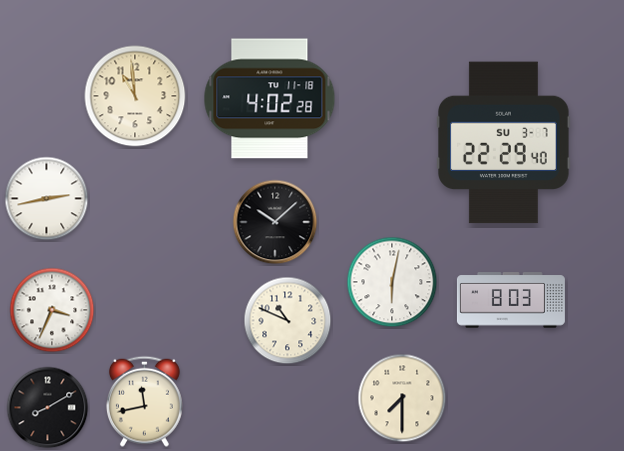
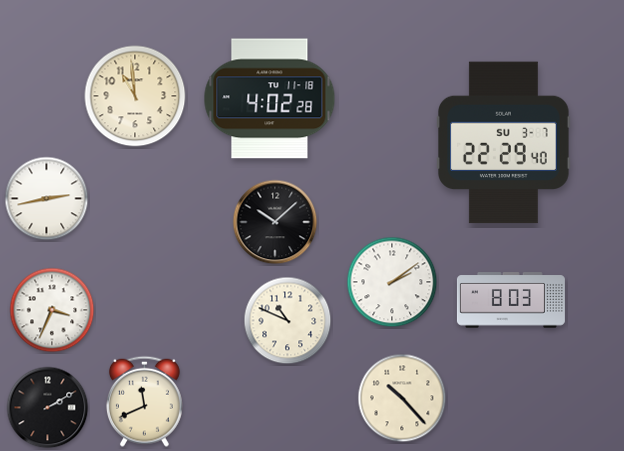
clock at (392, 282): 6:02 -> 2:09
clock at (402, 398): 7:30 -> 10:23
clock at (144, 401): 11:43 -> 11:41
clock at (48, 408): 8:10 -> 2:10
